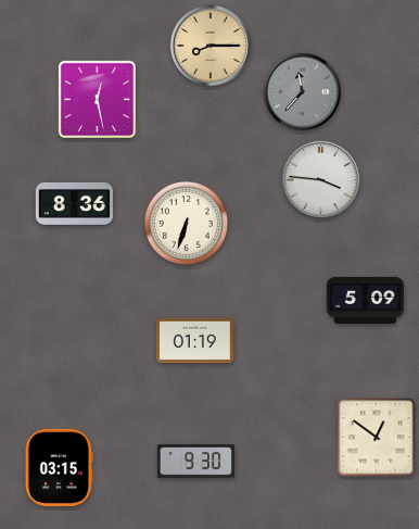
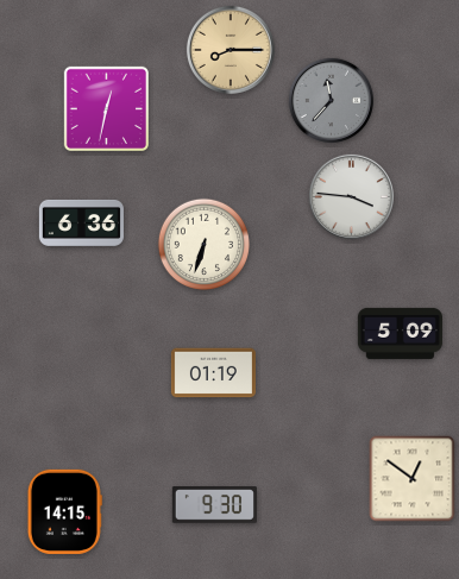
clock at (98, 100): 12:28 -> 12:32
clock at (74, 203): 8:36 -> 6:36
clock at (365, 300) position: (365, 300) -> (400, 333)
clock at (59, 467): 03:15 -> 14:15
